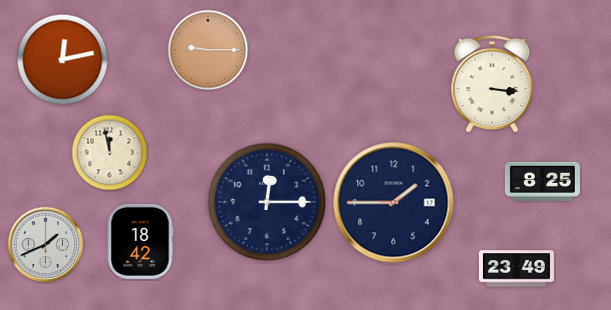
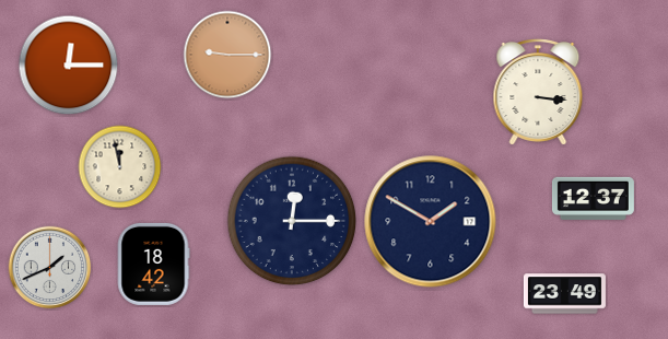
clock at (63, 60): 12:13 -> 12:15
clock at (542, 181): 8:25 -> 12:37
clock at (394, 203): 1:45 -> 1:50
